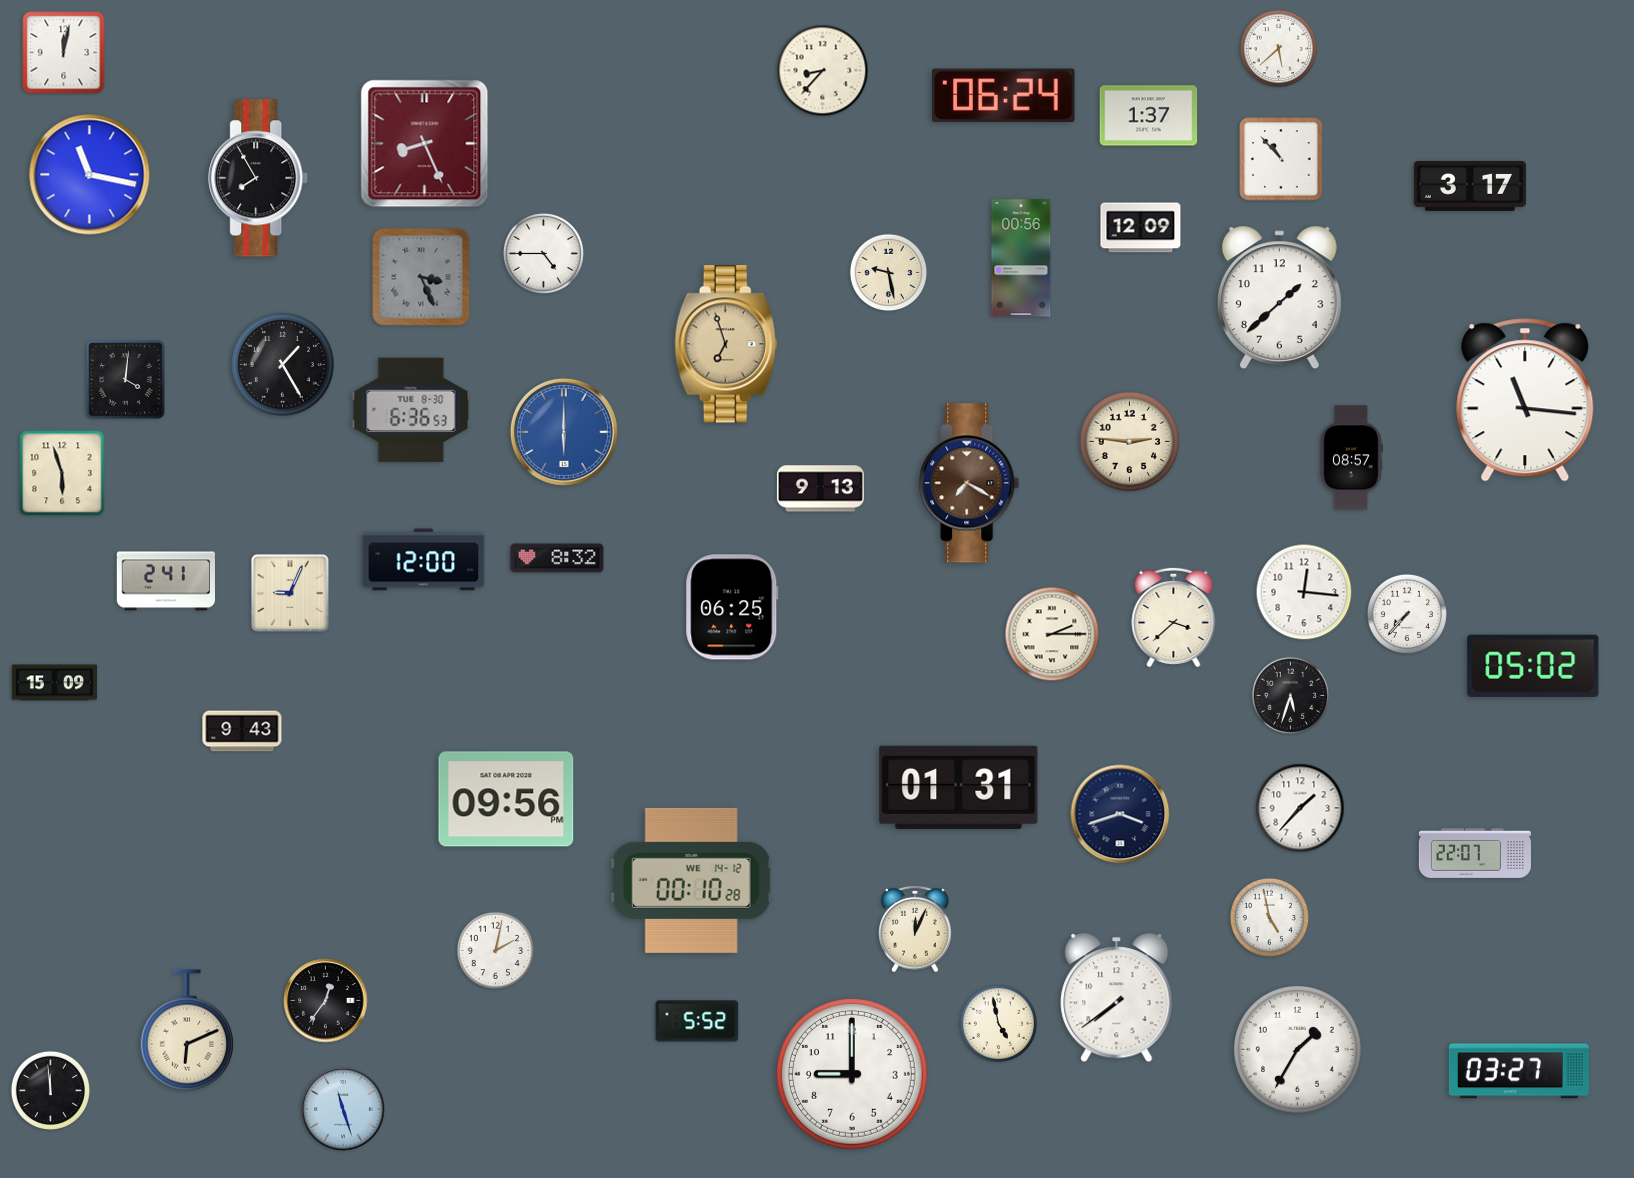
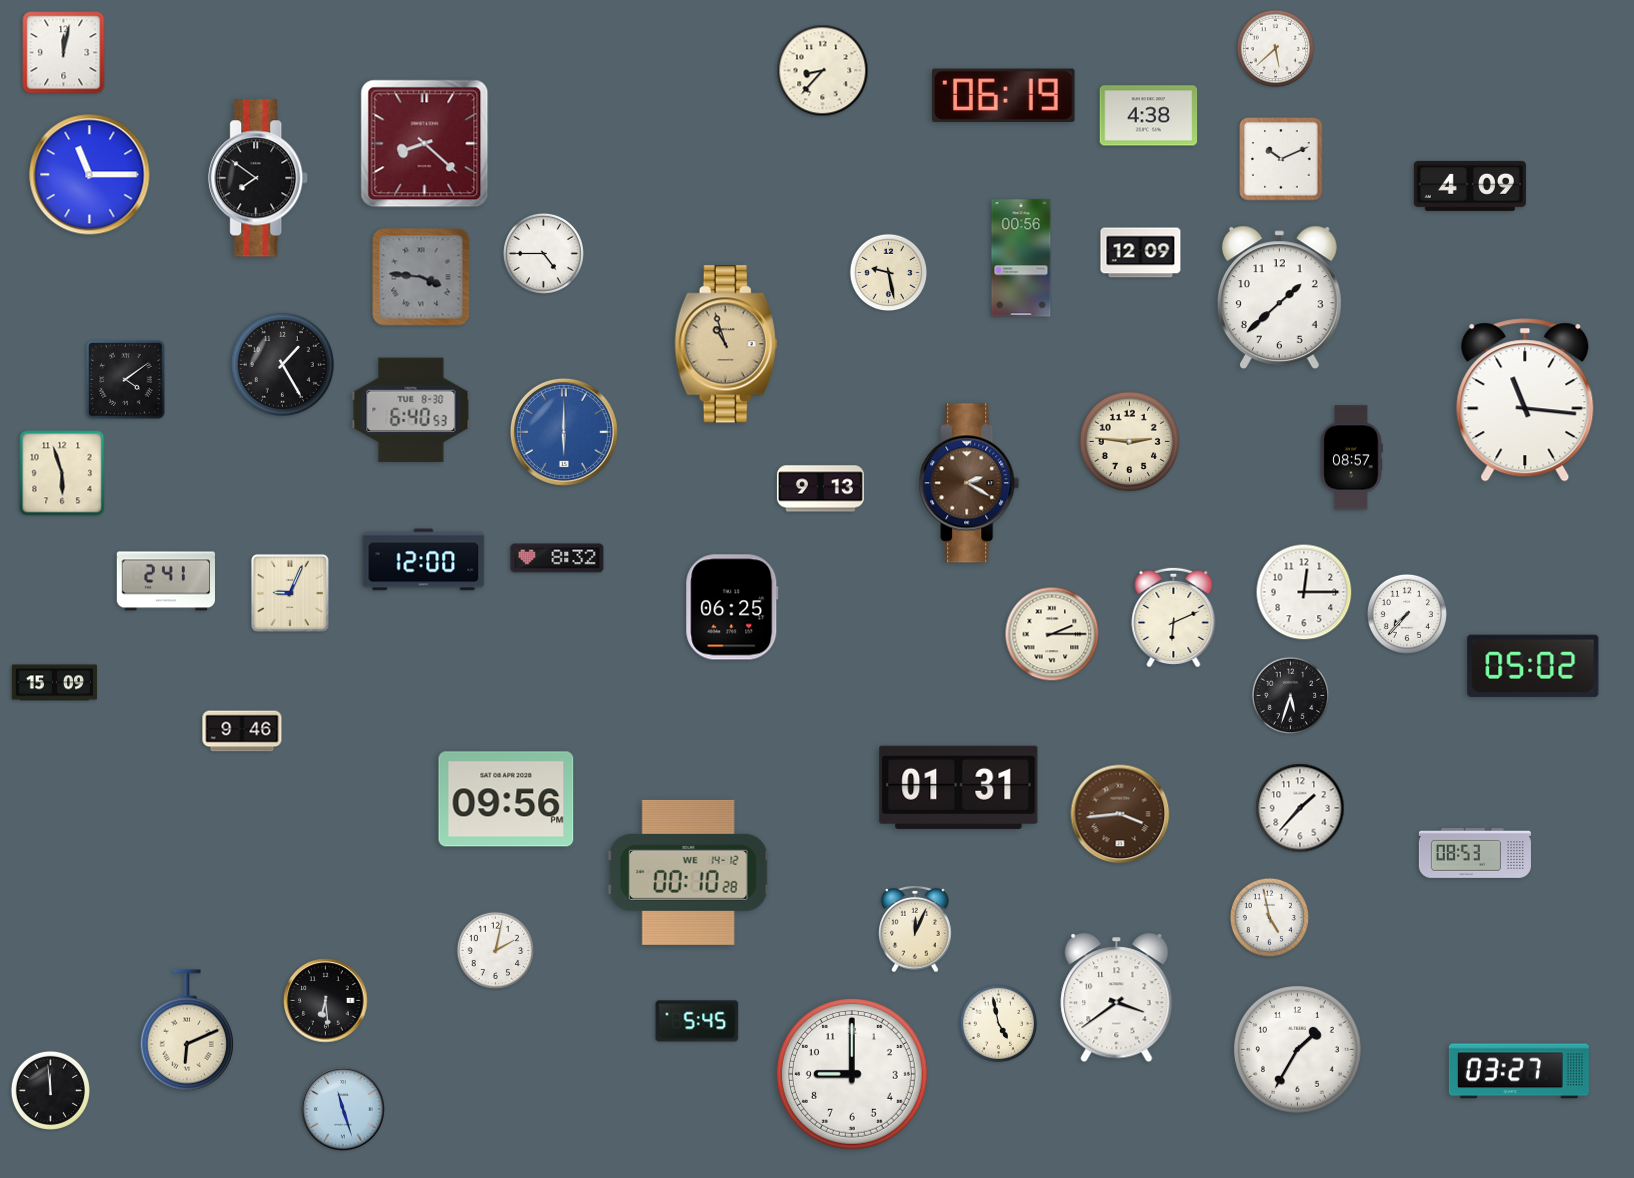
clock at (1279, 49) position: (1279, 49) -> (1276, 49)
clock at (1004, 95): 06:24 -> 06:19
clock at (1149, 116): 1:37 -> 4:38
clock at (425, 144): 8:26 -> 8:22
clock at (1281, 159): 10:53 -> 10:11
clock at (90, 175): 11:17 -> 11:15
clock at (259, 178): 7:55 -> 7:51
clock at (1470, 186): 3:17 -> 4:09
clock at (1141, 228) position: (1141, 228) -> (1141, 253)
clock at (421, 277): 3:26 -> 3:46
clock at (726, 344): 6:57 -> 10:57
clock at (125, 379): 4:01 -> 4:09
clock at (411, 410): 6:36 -> 6:40
clock at (969, 483): 7:20 -> 2:20
clock at (1304, 592): 12:16 -> 12:15
clock at (1174, 616): 3:38 -> 6:11
clock at (242, 731): 9:43 -> 9:46
clock at (1120, 814): 3:42 -> 3:44
clock at (1120, 814) dial: navy -> brown
clock at (1475, 853): 22:07 -> 08:53
clock at (691, 880) position: (691, 880) -> (688, 872)
clock at (1117, 998): 7:39 -> 3:39
clock at (326, 1001): 12:36 -> 6:29
clock at (697, 1021): 5:52 -> 5:45
